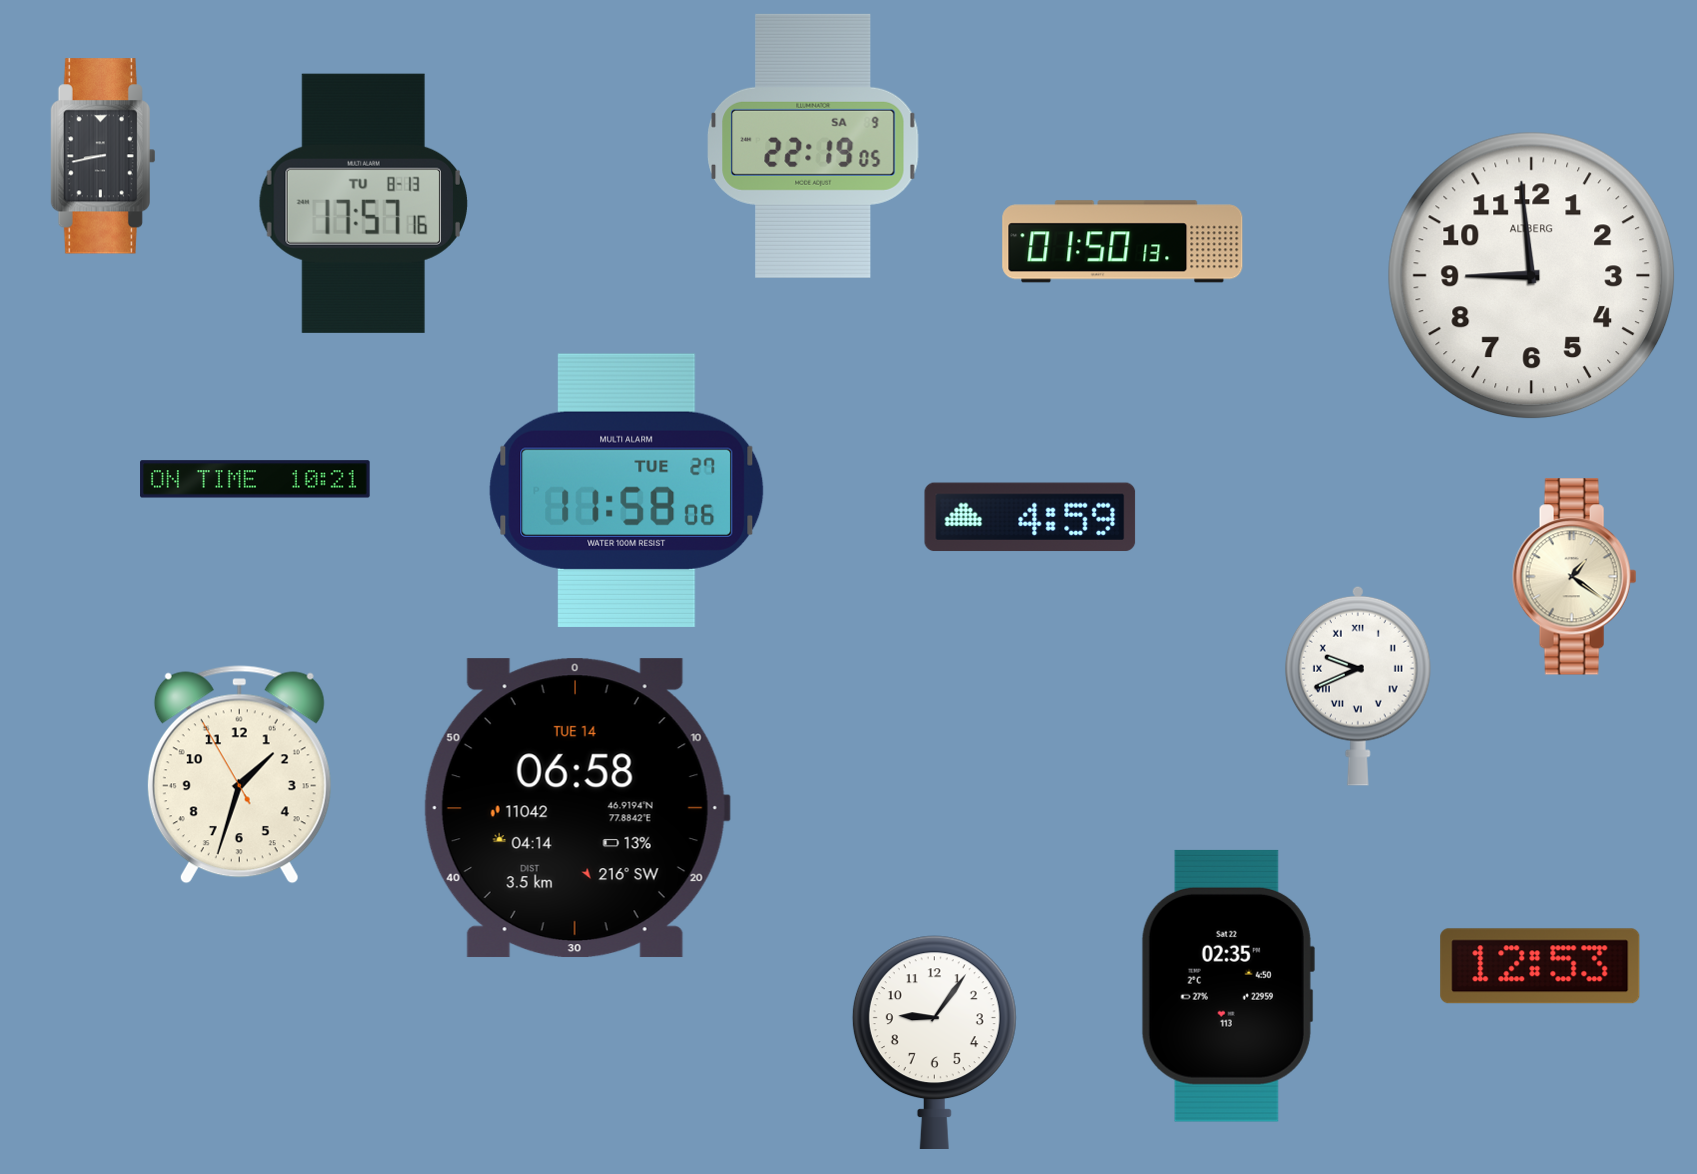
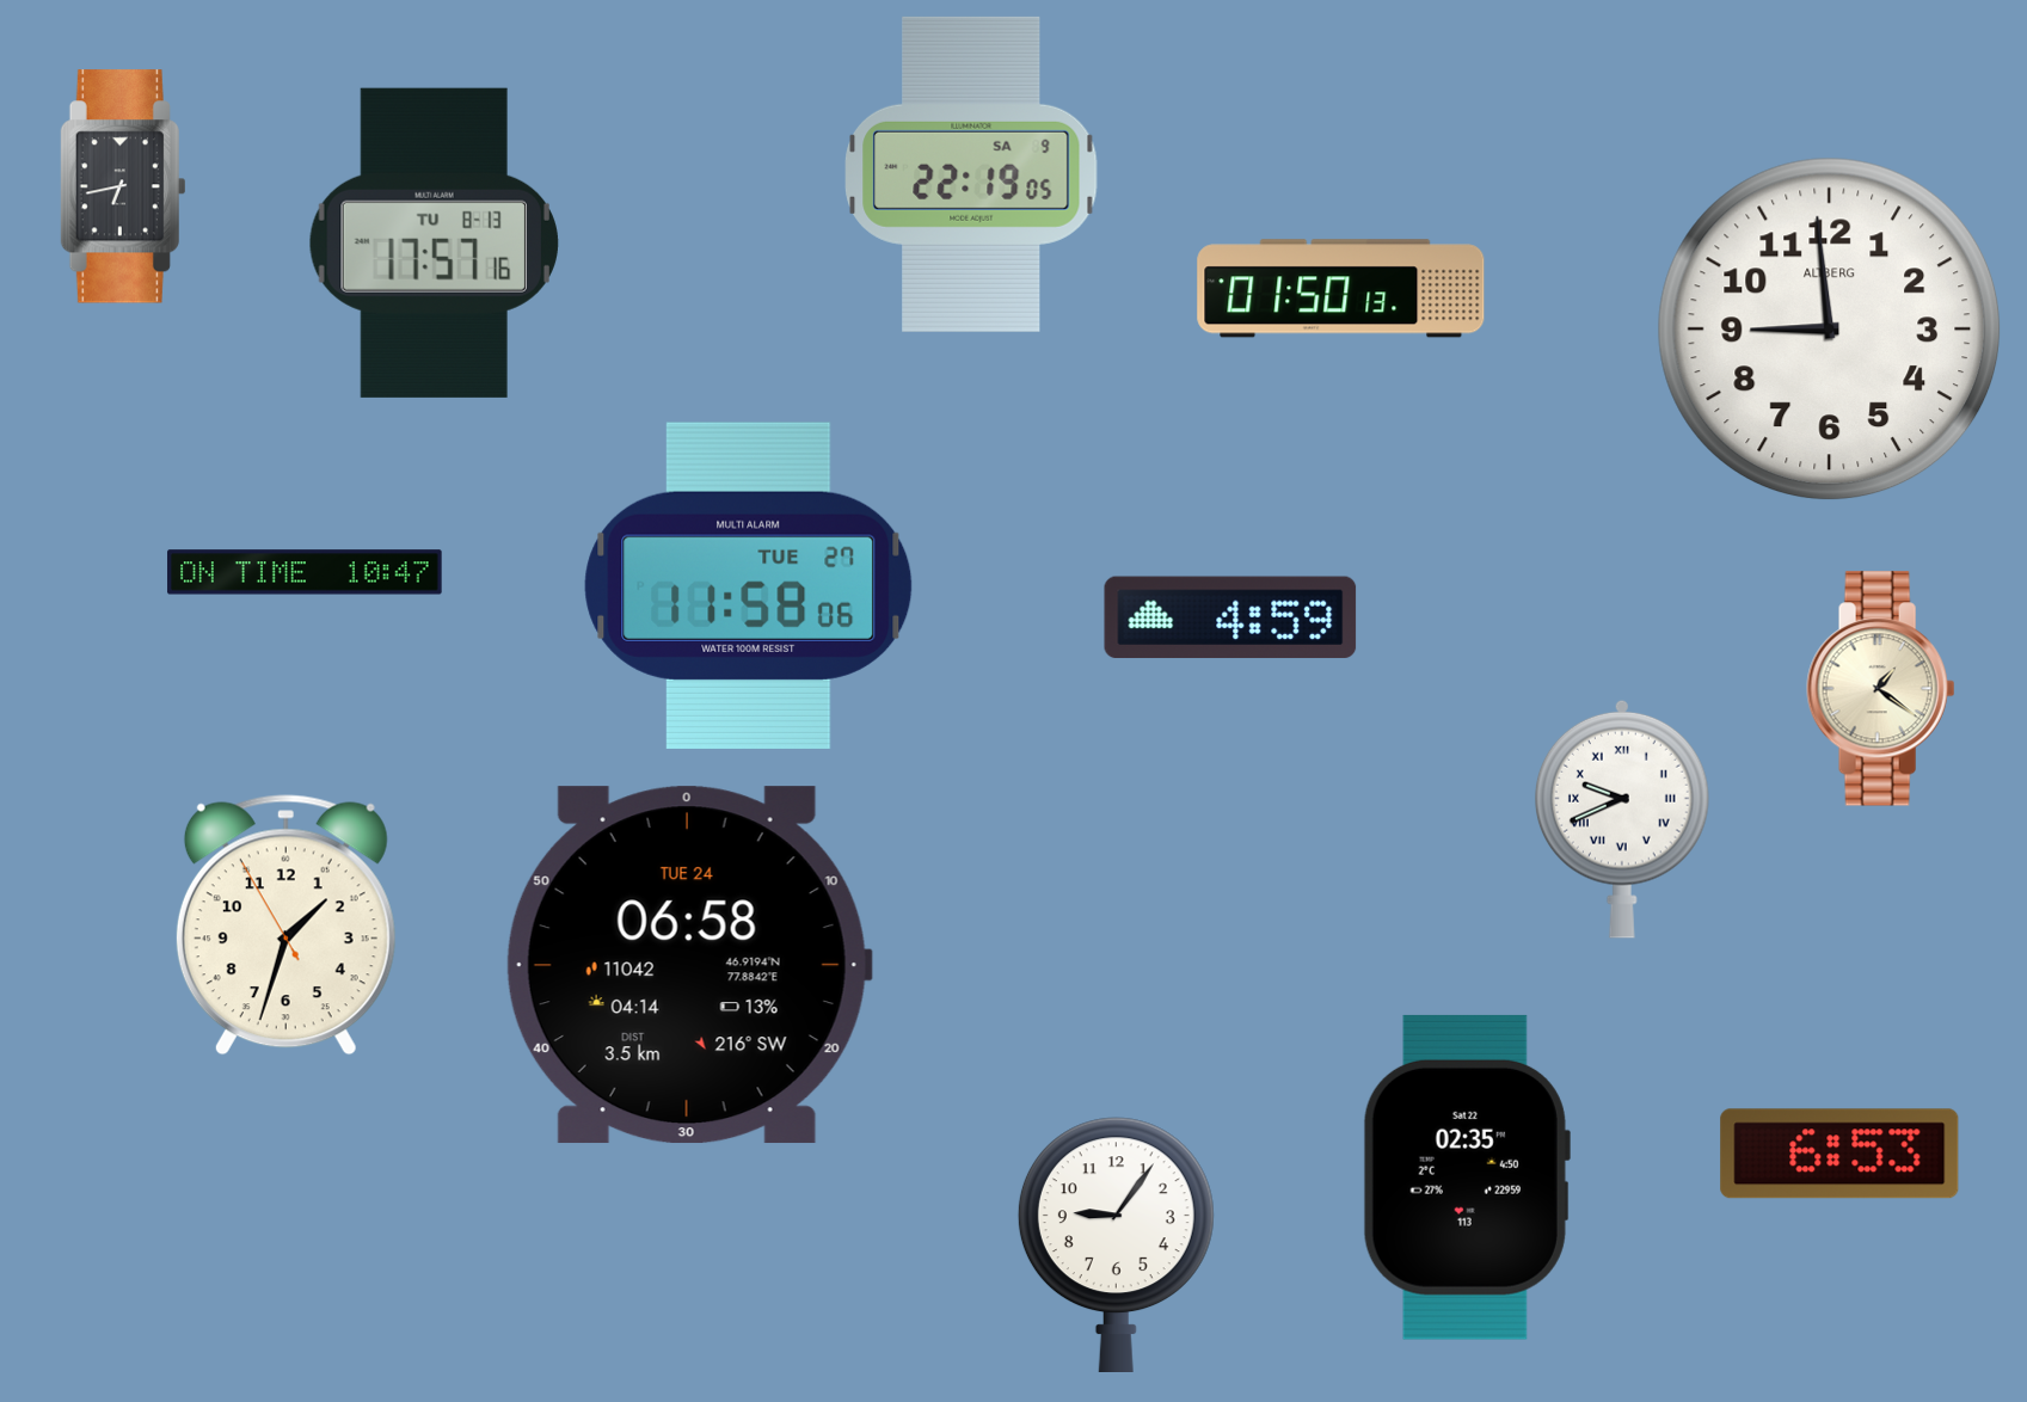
clock at (102, 156): 8:43 -> 6:43
clock at (255, 479): 10:21 -> 10:47
clock at (577, 808) date: TUE 14 -> TUE 24
clock at (1540, 966): 12:53 -> 6:53
